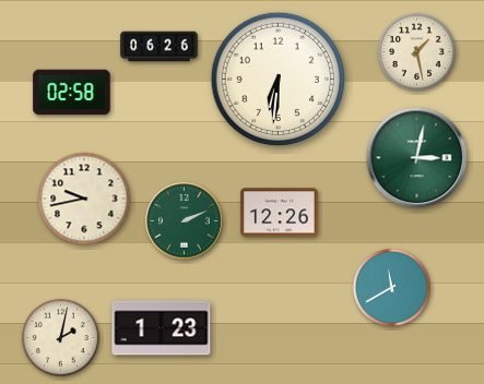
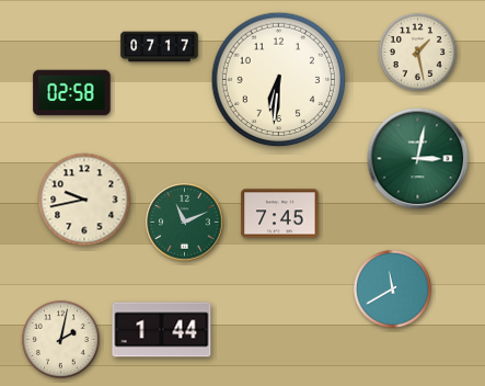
clock at (160, 47): 06:26 -> 07:17
clock at (280, 213): 12:26 -> 7:45
clock at (185, 221): 2:11 -> 11:11
clock at (162, 328): 1:23 -> 1:44
